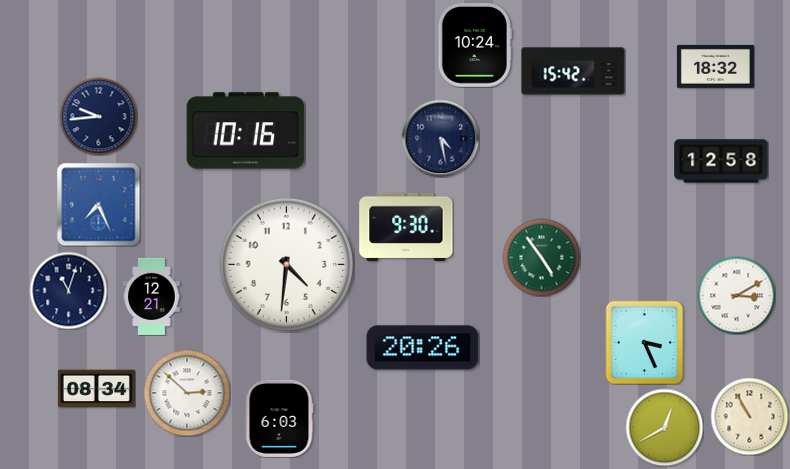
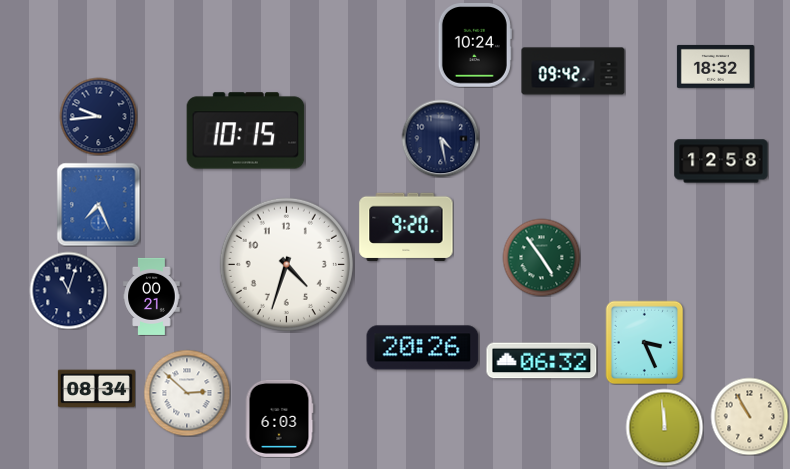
clock at (573, 71): 15:42 -> 09:42
clock at (246, 131): 10:16 -> 10:15
clock at (406, 227): 9:30 -> 9:20
clock at (286, 264): 4:31 -> 4:33
clock at (736, 295): 3:10 -> none
clock at (152, 296): 12:21 -> 00:21
clock at (542, 361): none -> 06:32
clock at (664, 427): 12:40 -> 11:59
